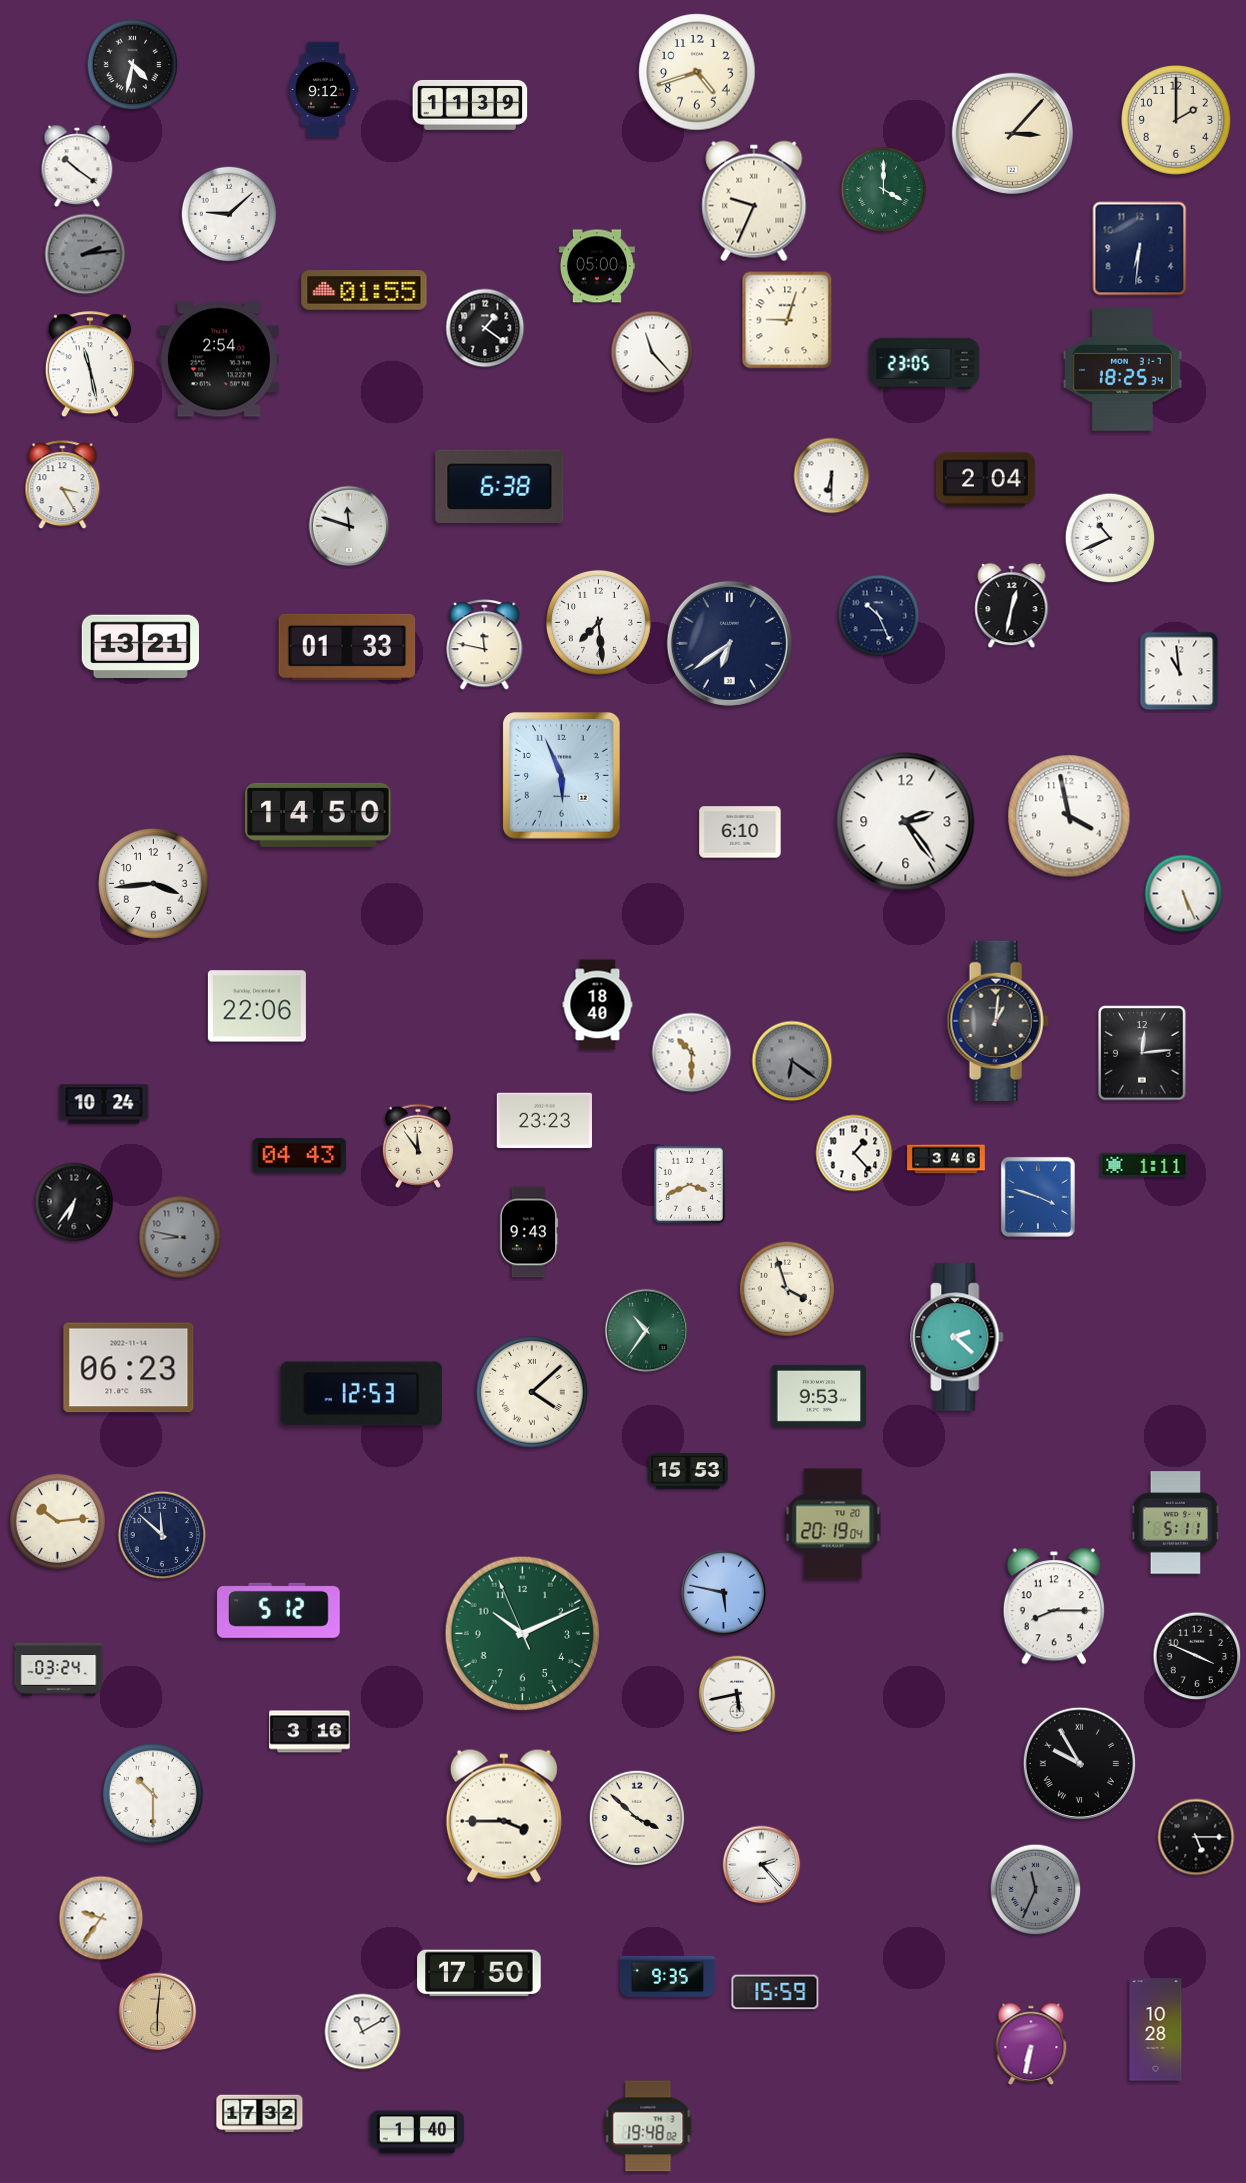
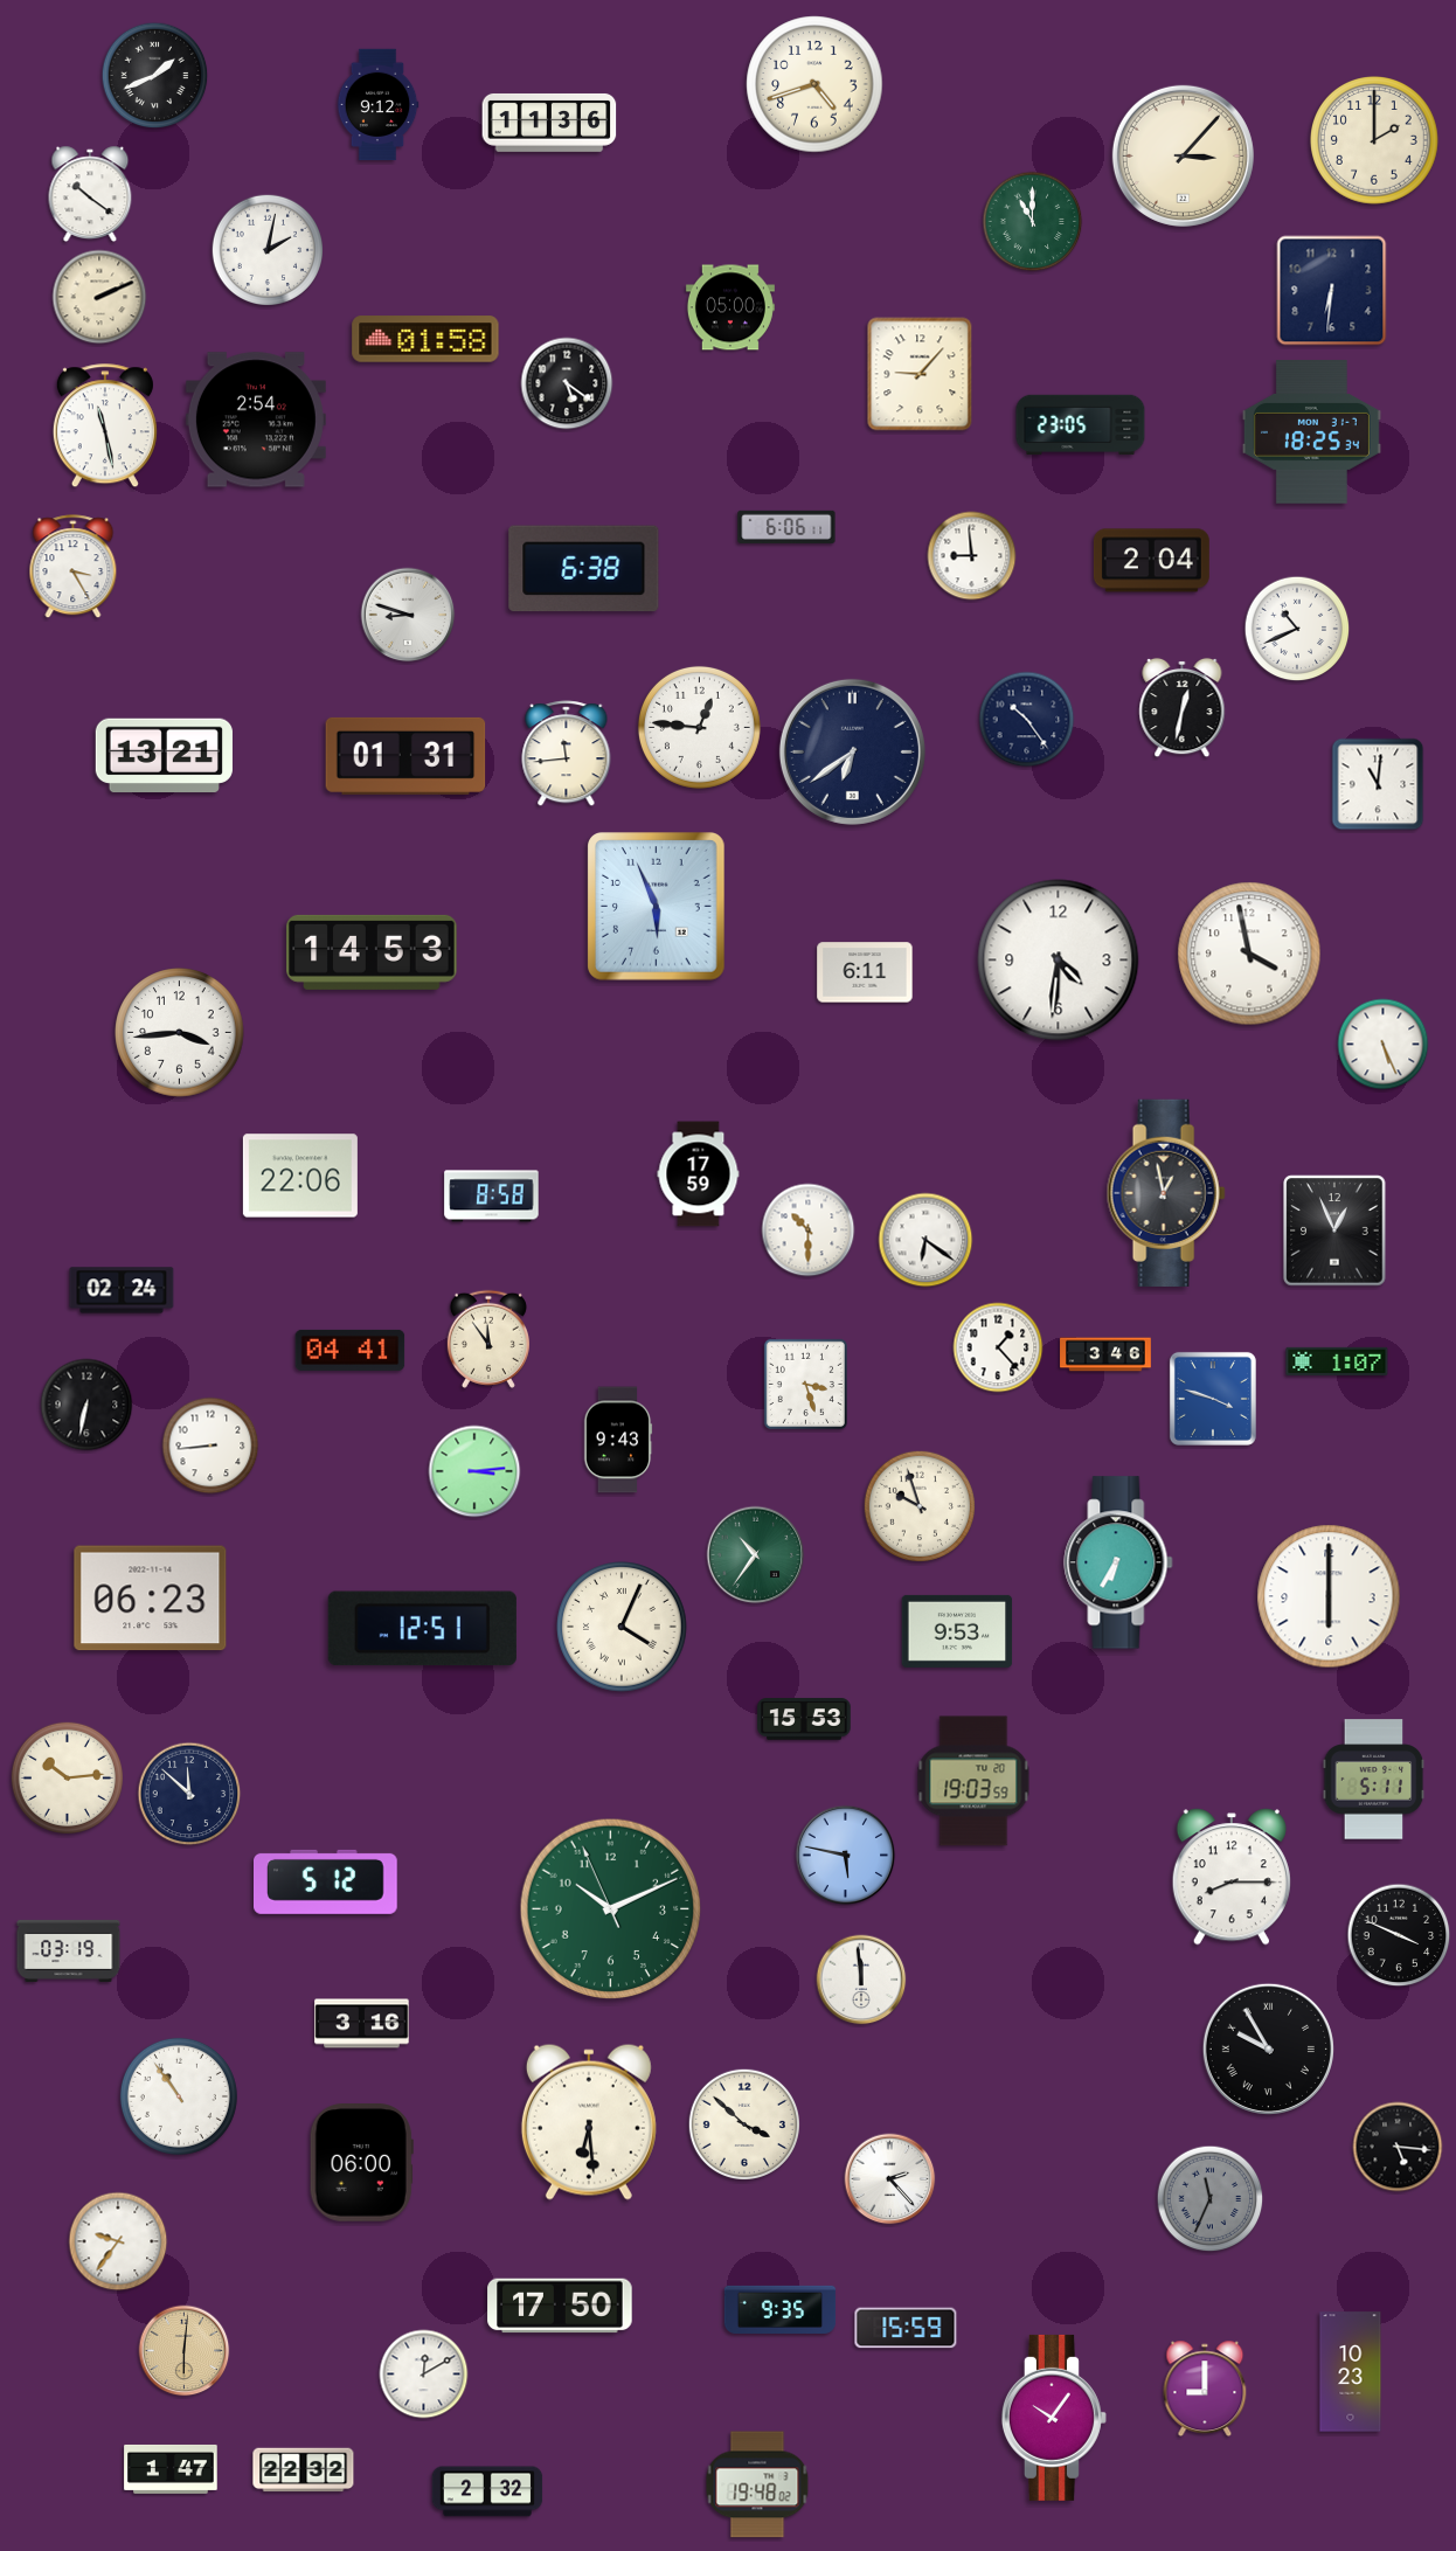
clock at (133, 65): 4:32 -> 1:41
clock at (470, 105): 11:39 -> 11:36
clock at (884, 190): 4:00 -> 11:00
clock at (754, 201): 9:34 -> none
clock at (228, 213): 9:08 -> 2:02
clock at (85, 254): 2:14 -> 2:11
clock at (85, 254) dial: grey -> cream
clock at (597, 266) position: (597, 266) -> (730, 307)
clock at (364, 290): 01:55 -> 01:58
clock at (787, 320): 9:03 -> 9:07
clock at (485, 328): 1:21 -> 5:21
clock at (652, 352): 11:23 -> none
clock at (786, 527): none -> 6:06
clock at (832, 476): 6:30 -> 8:59
clock at (349, 526): 11:48 -> 8:48
clock at (879, 616): 10:26 -> 10:24
clock at (598, 622): 7:29 -> 12:46
clock at (485, 645): 11:47 -> 11:44
clock at (347, 647): 01:33 -> 01:31
clock at (1179, 671): 10:59 -> 11:01
clock at (318, 815): 14:50 -> 14:53
clock at (906, 822): 2:24 -> 4:31
clock at (740, 832): 6:10 -> 6:11
clock at (598, 1005): 18:40 -> 17:59
clock at (998, 1021): 1:01 -> 12:58
clock at (492, 1197): none -> 8:58
clock at (1142, 1053): 12:14 -> 12:56
clock at (792, 1061) dial: grey -> white
clock at (104, 1104): 10:24 -> 02:24
clock at (544, 1121): 23:23 -> none
clock at (300, 1155): 04:43 -> 04:41
clock at (1144, 1165): 1:11 -> 1:07
clock at (689, 1184): 3:41 -> 3:27
clock at (74, 1202): 6:36 -> 6:32
clock at (180, 1237): 8:47 -> 8:44
clock at (180, 1237) dial: grey -> white
clock at (474, 1471): none -> 3:14
clock at (786, 1288): 3:57 -> 9:57
clock at (957, 1337): 2:22 -> 6:35
clock at (1329, 1596): none -> 6:00
clock at (532, 1392): 4:08 -> 4:04
clock at (361, 1394): 12:53 -> 12:51
clock at (833, 1524): 20:19 -> 19:03
clock at (724, 1593) position: (724, 1593) -> (846, 1856)
clock at (59, 1669): 03:24 -> 03:19
clock at (737, 1694): 5:43 -> 11:59
clock at (1079, 1763) position: (1079, 1763) -> (1268, 2049)
clock at (153, 1794): 10:30 -> 10:54
clock at (504, 1816): 3:45 -> 6:29
clock at (1196, 1837): 5:15 -> 5:16
clock at (361, 2163): none -> 06:00
clock at (1036, 1890) position: (1036, 1890) -> (1211, 2199)
clock at (1156, 2030): 10:28 -> 10:23
clock at (363, 2032): 11:10 -> 12:10
clock at (1031, 2044): 6:32 -> 9:00
clock at (1054, 2418): none -> 10:06
clock at (171, 2469): none -> 1:47
clock at (260, 2114): 17:32 -> 22:32
clock at (417, 2132): 1:40 -> 2:32
